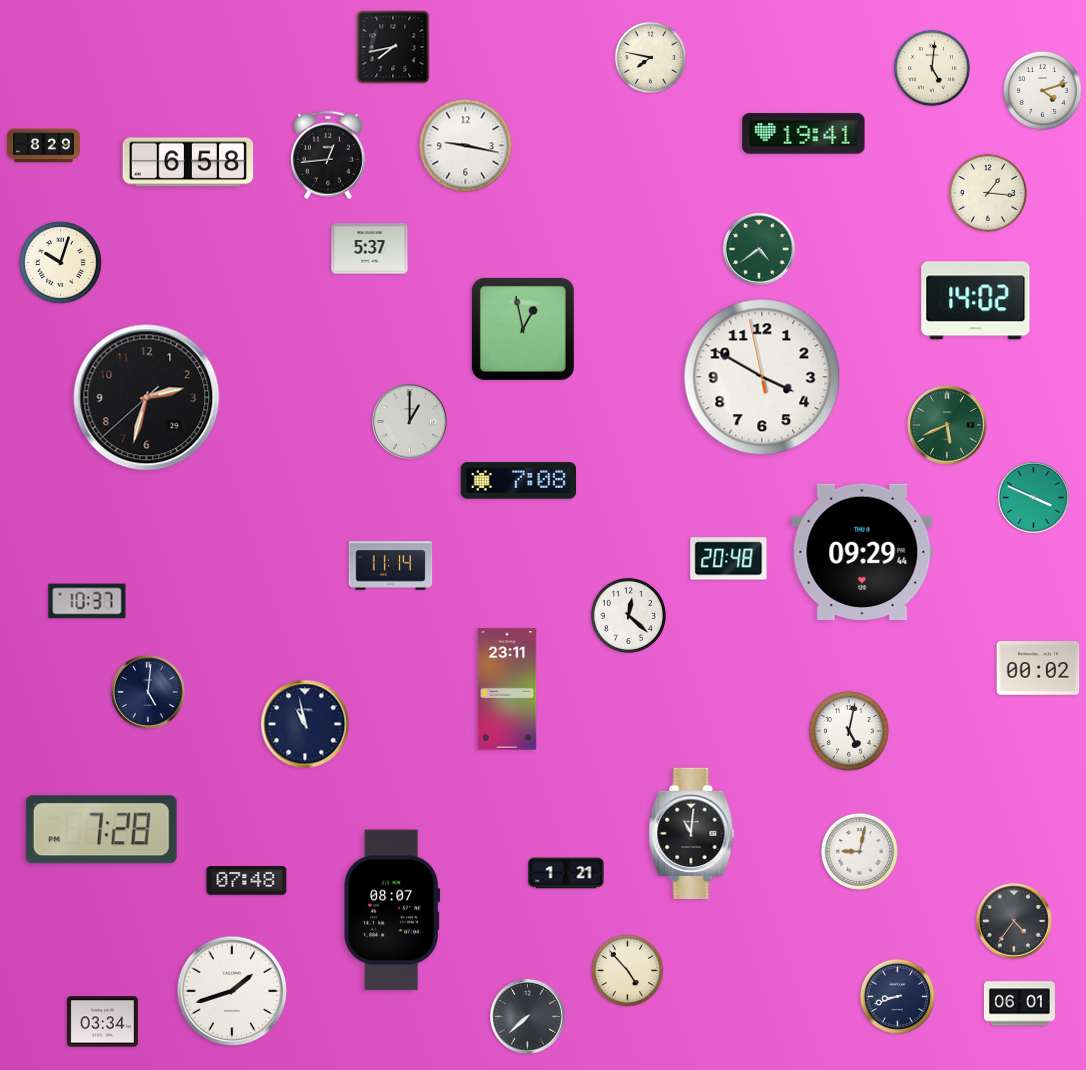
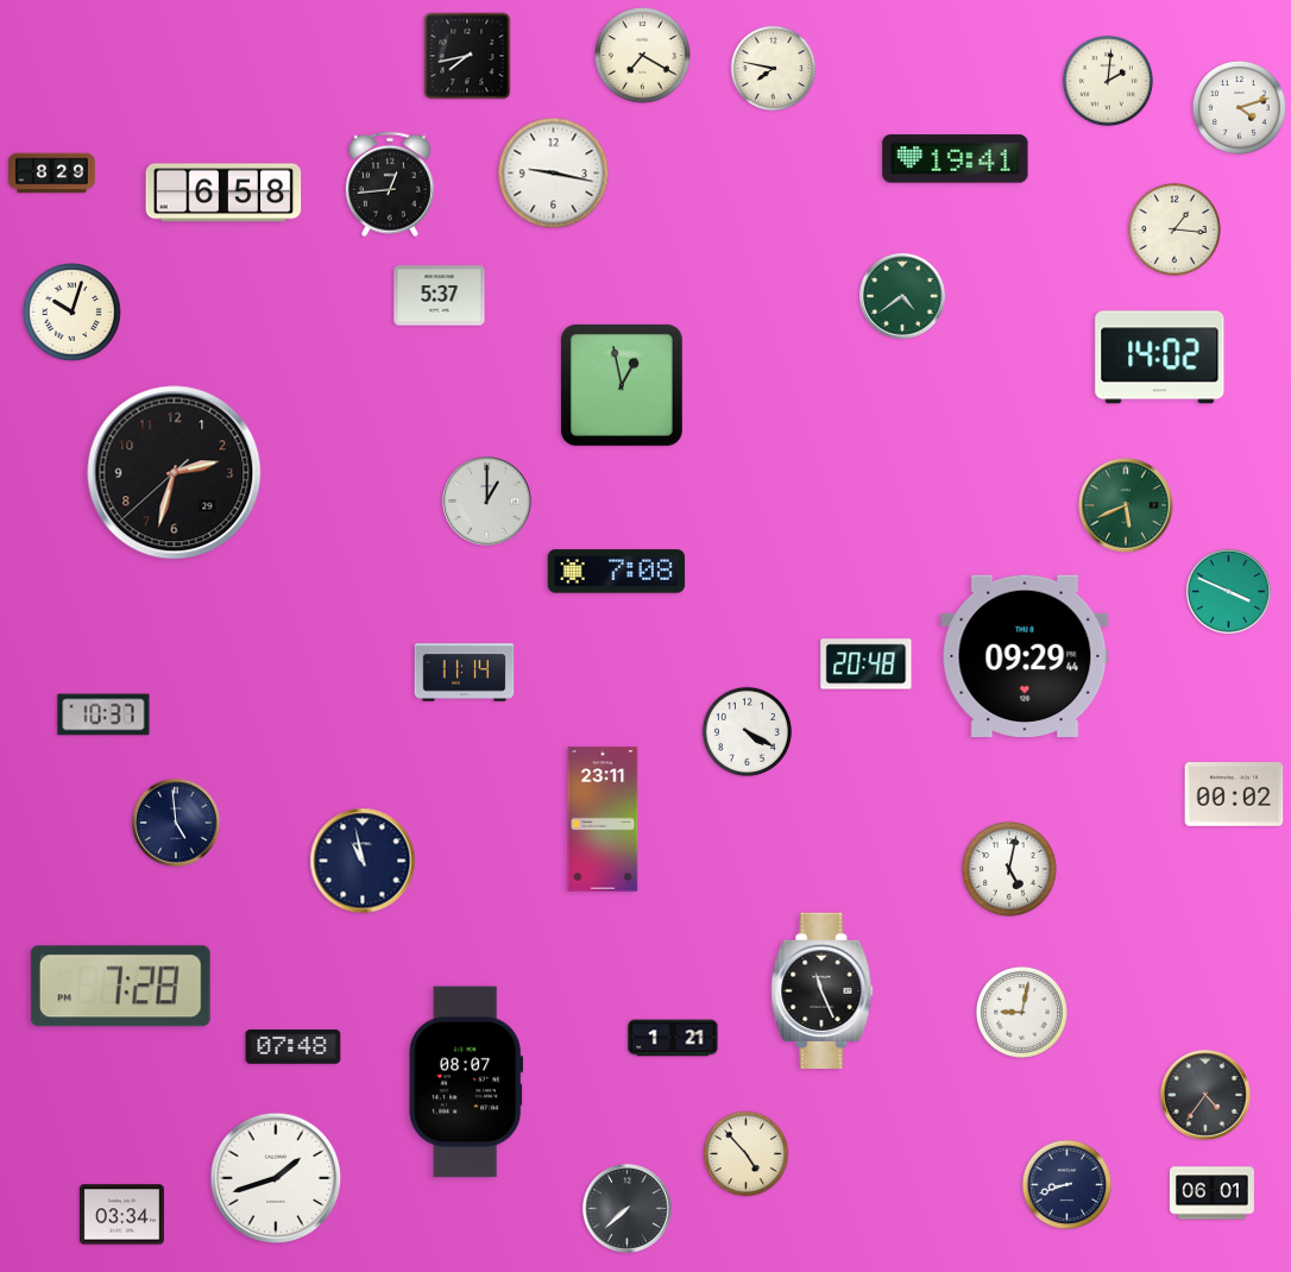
clock at (643, 56): none -> 7:20
clock at (932, 68): 5:01 -> 2:01
clock at (523, 329) position: (523, 329) -> (622, 385)
clock at (762, 377): 3:49 -> none
clock at (628, 615): 12:22 -> 4:20
clock at (149, 693): 5:01 -> 4:59
clock at (692, 833): 11:01 -> 11:26
